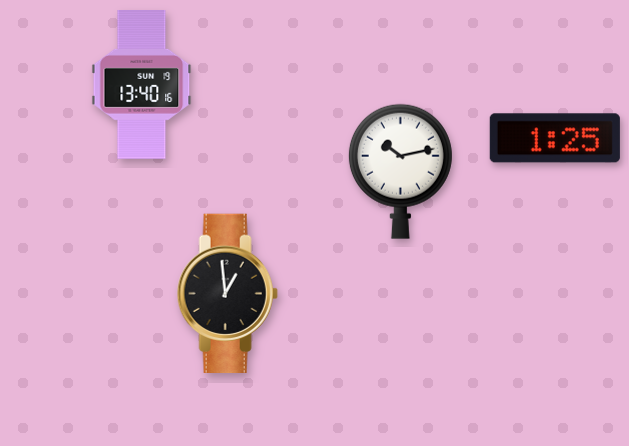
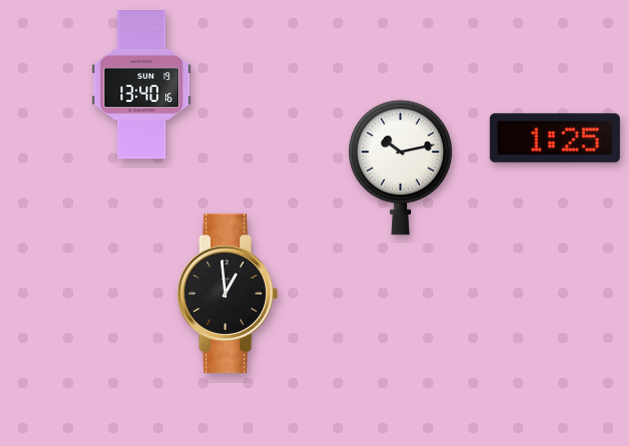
clock at (400, 171) position: (400, 171) -> (400, 167)
